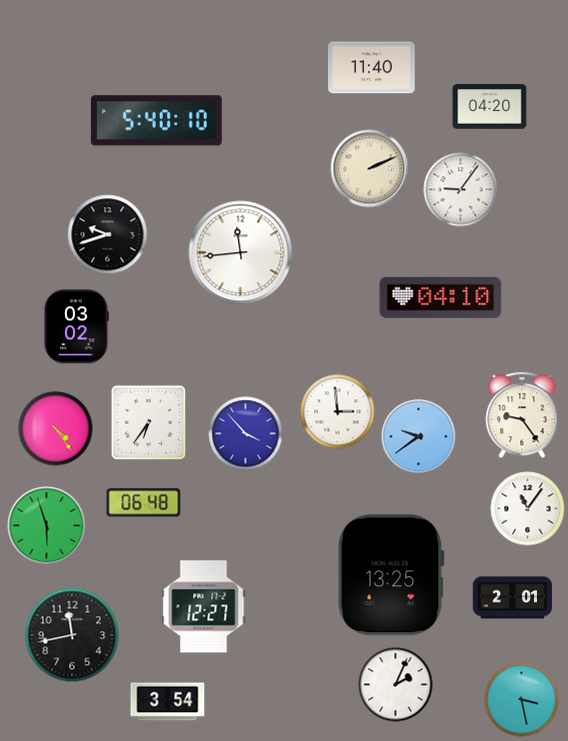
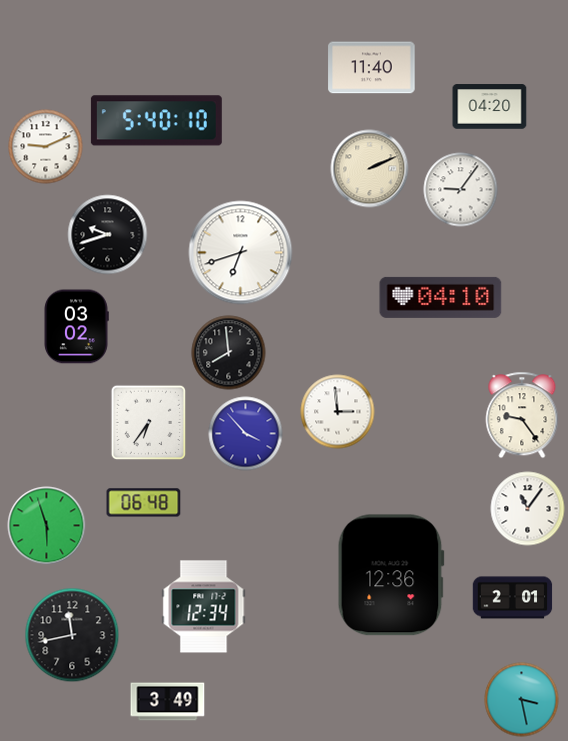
clock at (46, 147): none -> 9:11
clock at (241, 253): 11:44 -> 6:42
clock at (229, 353): none -> 7:59
clock at (56, 429): 4:24 -> none
clock at (419, 437): 9:39 -> none
clock at (391, 575): 13:25 -> 12:36
clock at (204, 607): 12:27 -> 12:34
clock at (396, 685): 2:04 -> none
clock at (168, 702): 3:54 -> 3:49
